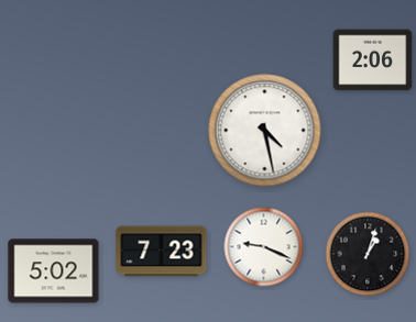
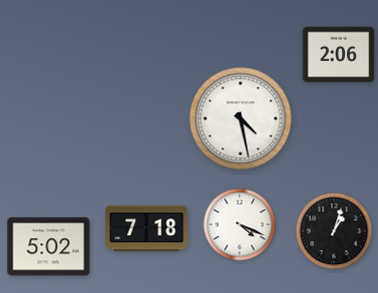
clock at (264, 247): 9:19 -> 4:19
clock at (162, 252): 7:23 -> 7:18
